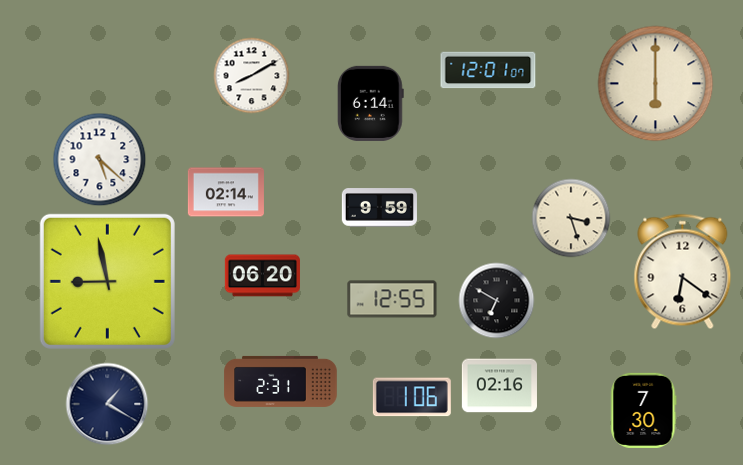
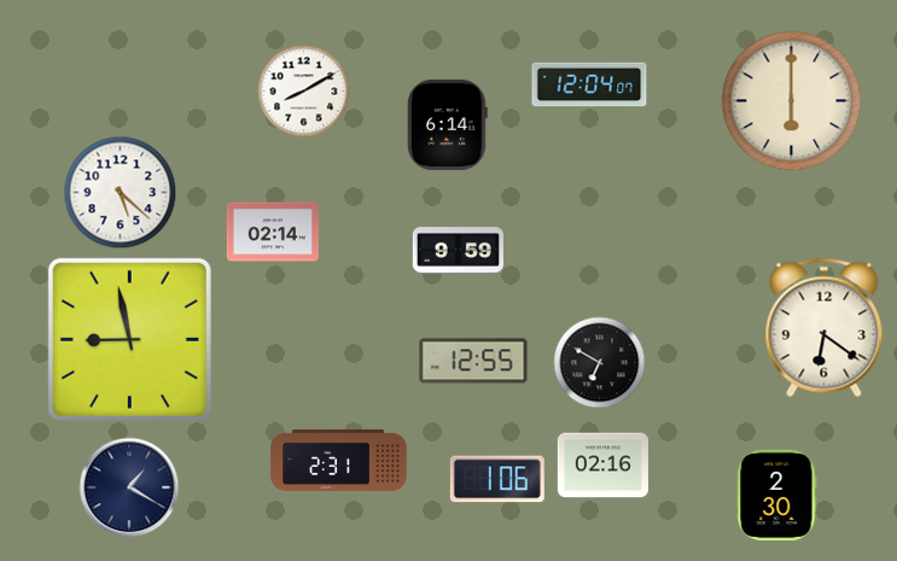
clock at (488, 70): 12:01 -> 12:04
clock at (571, 218): 3:27 -> none
clock at (262, 276): 06:20 -> none
clock at (644, 410): 7:30 -> 2:30
